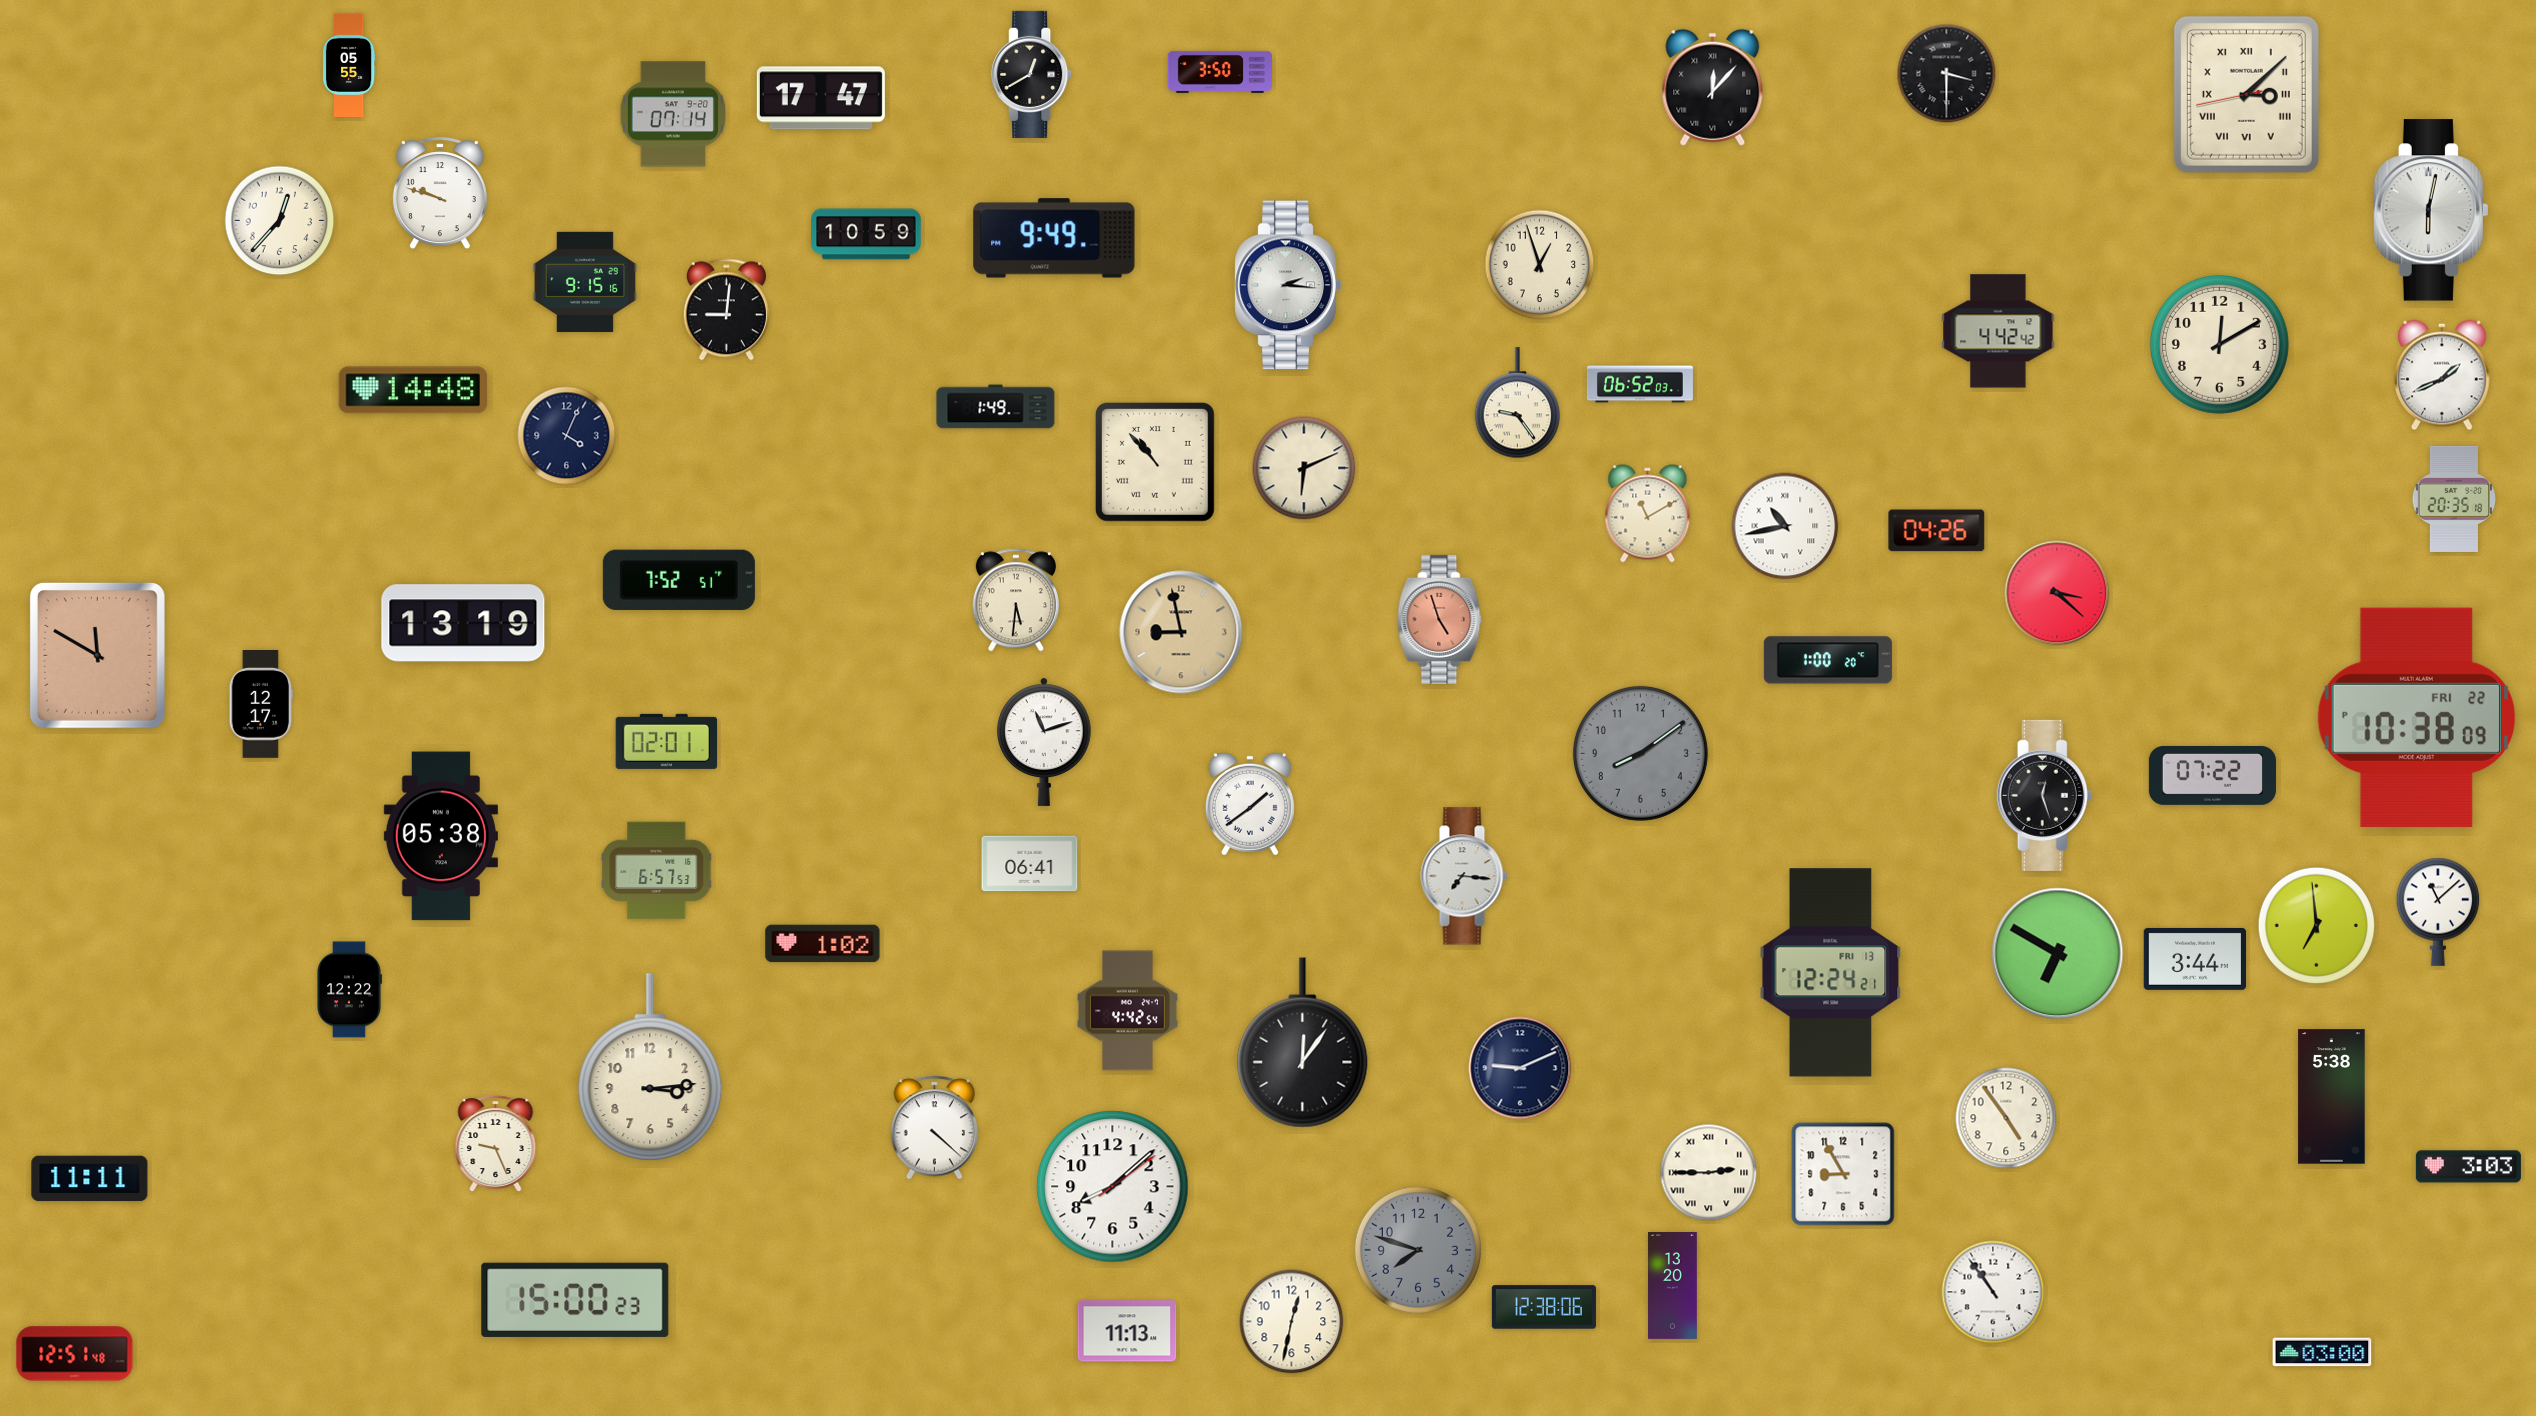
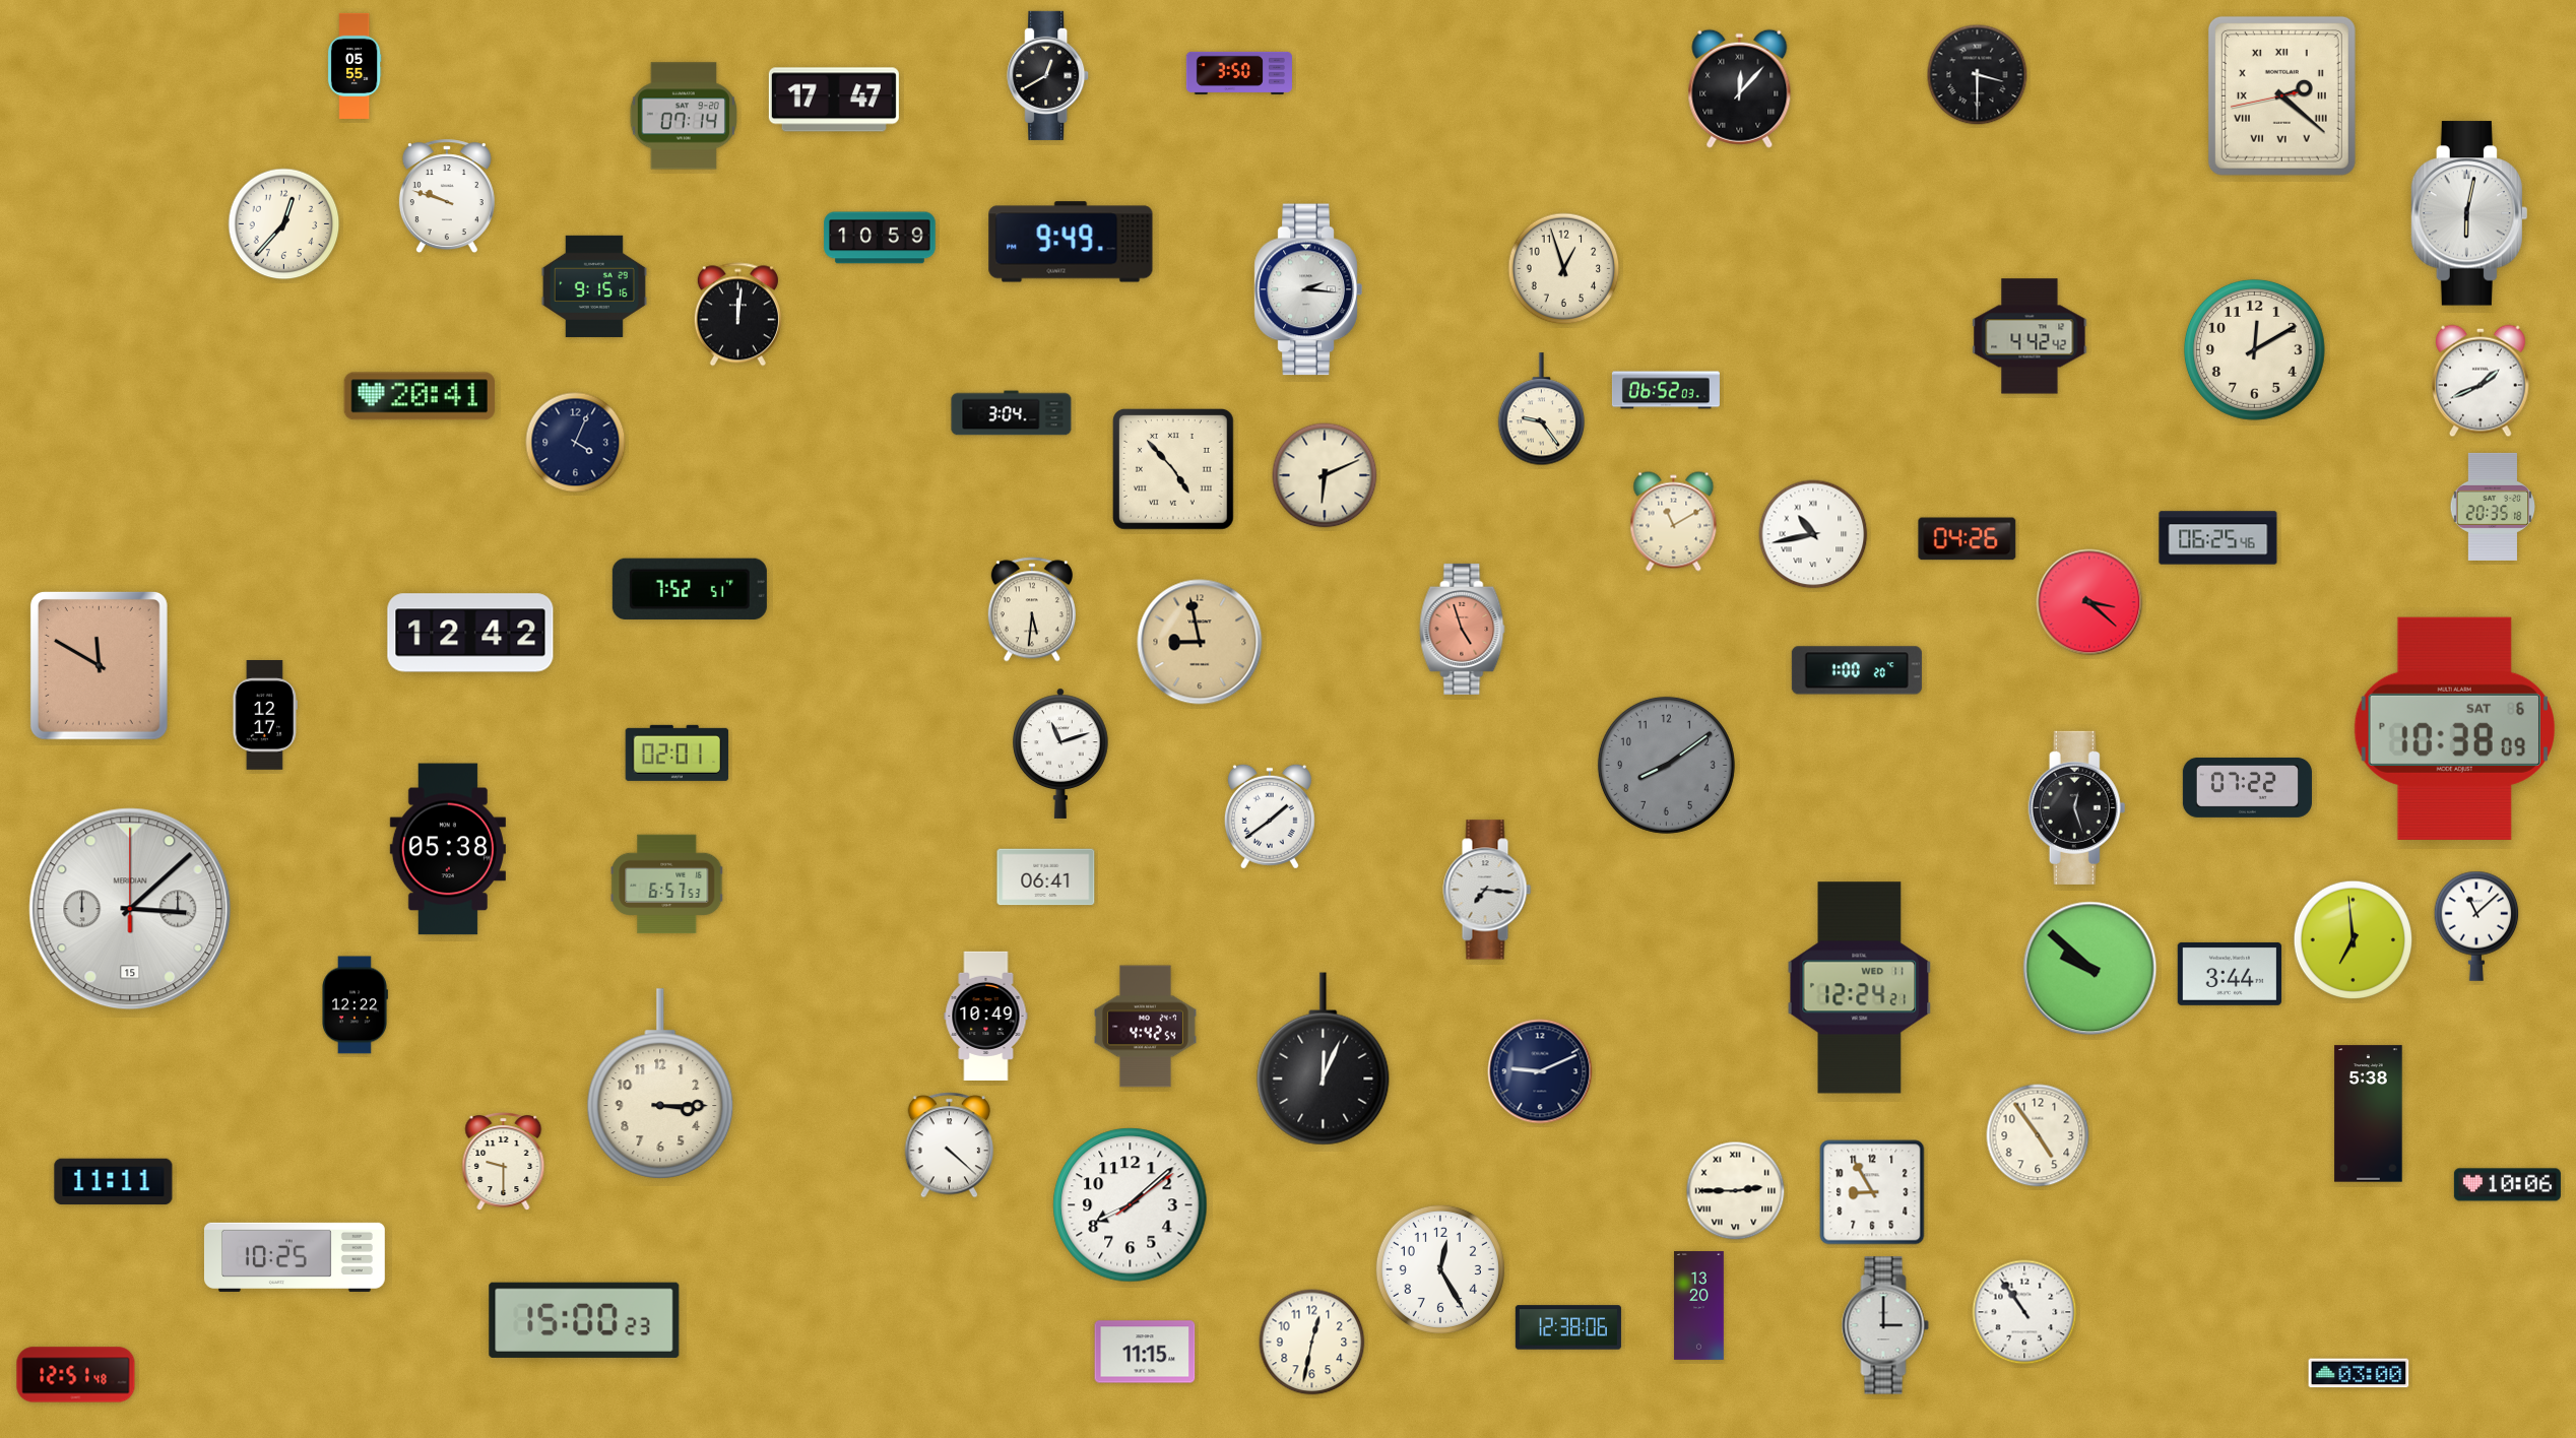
clock at (2246, 94): 3:07 -> 2:21
clock at (726, 310): 9:01 -> 12:01
clock at (412, 390): 14:48 -> 20:41
clock at (996, 407): 1:49 -> 3:04
clock at (1156, 462): 10:53 -> 4:53
clock at (2218, 538): none -> 06:25
clock at (463, 623): 13:19 -> 12:42
clock at (2416, 717) date: FRI 22 -> SAT 6
clock at (130, 909): none -> 3:08
clock at (823, 944): 1:02 -> none
clock at (2058, 954): 6:50 -> 9:52
clock at (1831, 973) date: FRI 13 -> WED 11
clock at (986, 1016): none -> 10:49
clock at (1303, 1043): 12:06 -> 12:04
clock at (650, 1067): 3:14 -> 3:15
clock at (1520, 1068) position: (1520, 1068) -> (1540, 1071)
clock at (496, 1144): 9:26 -> 9:30
clock at (2468, 1167): 3:03 -> 10:06
clock at (90, 1179) position: (90, 1179) -> (114, 1182)
clock at (295, 1257): none -> 10:25
clock at (1418, 1250): 7:48 -> 12:25
clock at (1418, 1250) dial: grey -> white
clock at (1885, 1325): none -> 3:00
clock at (1127, 1331): 11:13 -> 11:15
